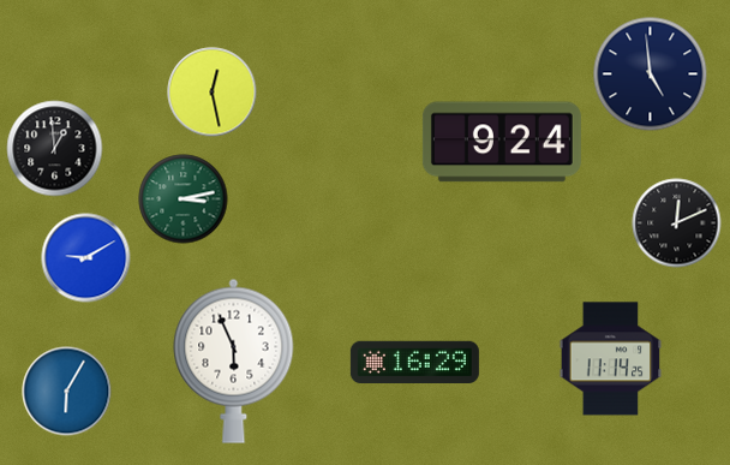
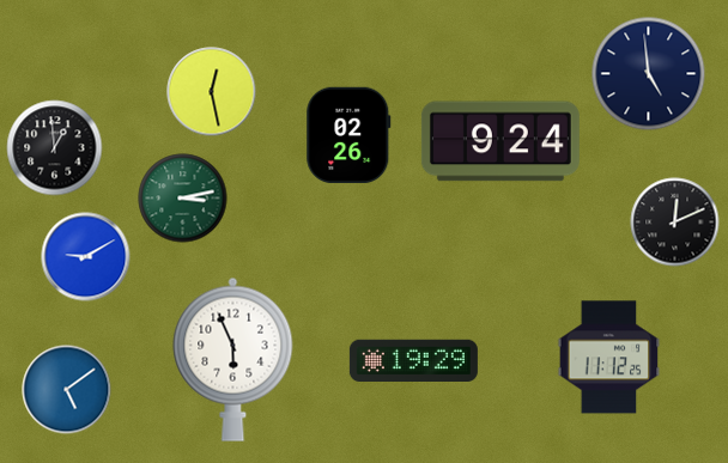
clock at (348, 134): none -> 02:26
clock at (611, 359): 11:14 -> 11:12
clock at (414, 362): 16:29 -> 19:29
clock at (67, 392): 6:05 -> 5:09
